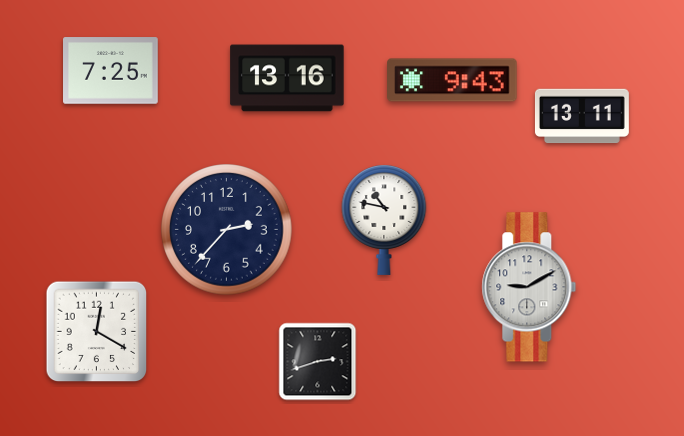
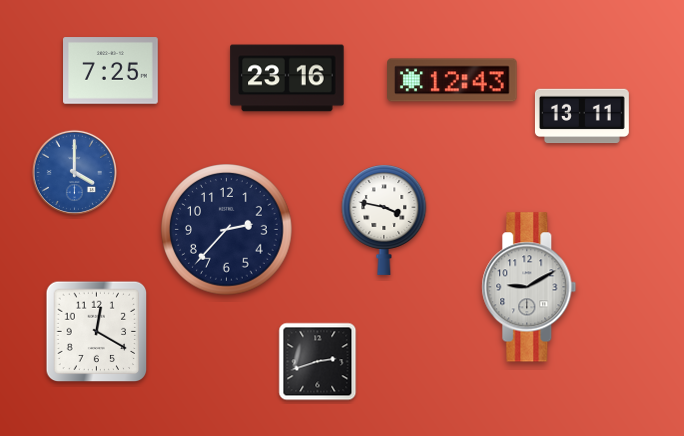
clock at (287, 78): 13:16 -> 23:16
clock at (452, 80): 9:43 -> 12:43
clock at (74, 172): none -> 4:00
clock at (384, 220): 10:47 -> 3:47
